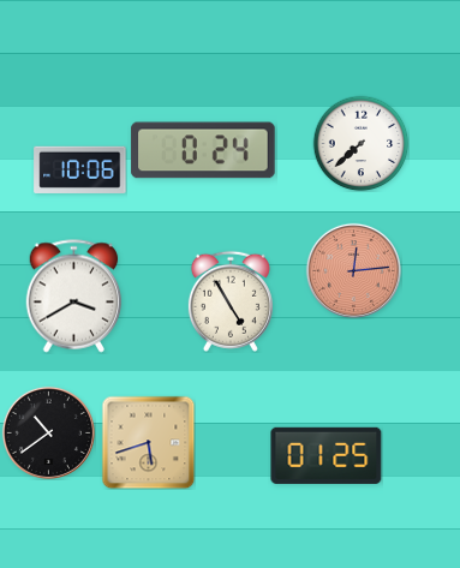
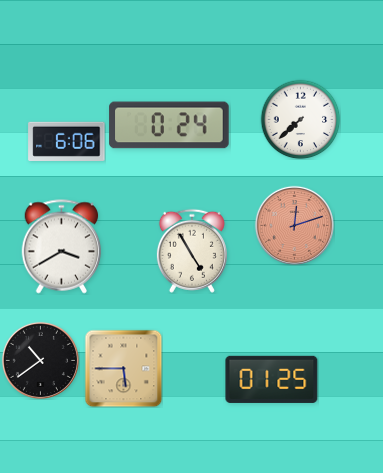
clock at (80, 169): 10:06 -> 6:06
clock at (353, 270): 12:14 -> 12:12
clock at (148, 442): 5:42 -> 5:45
